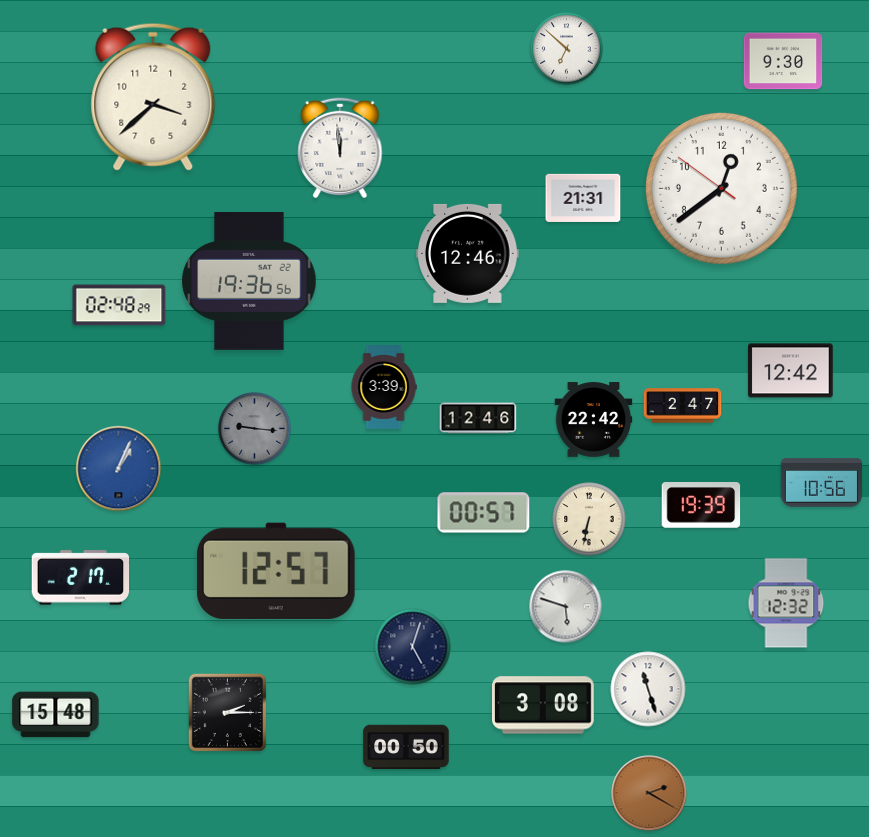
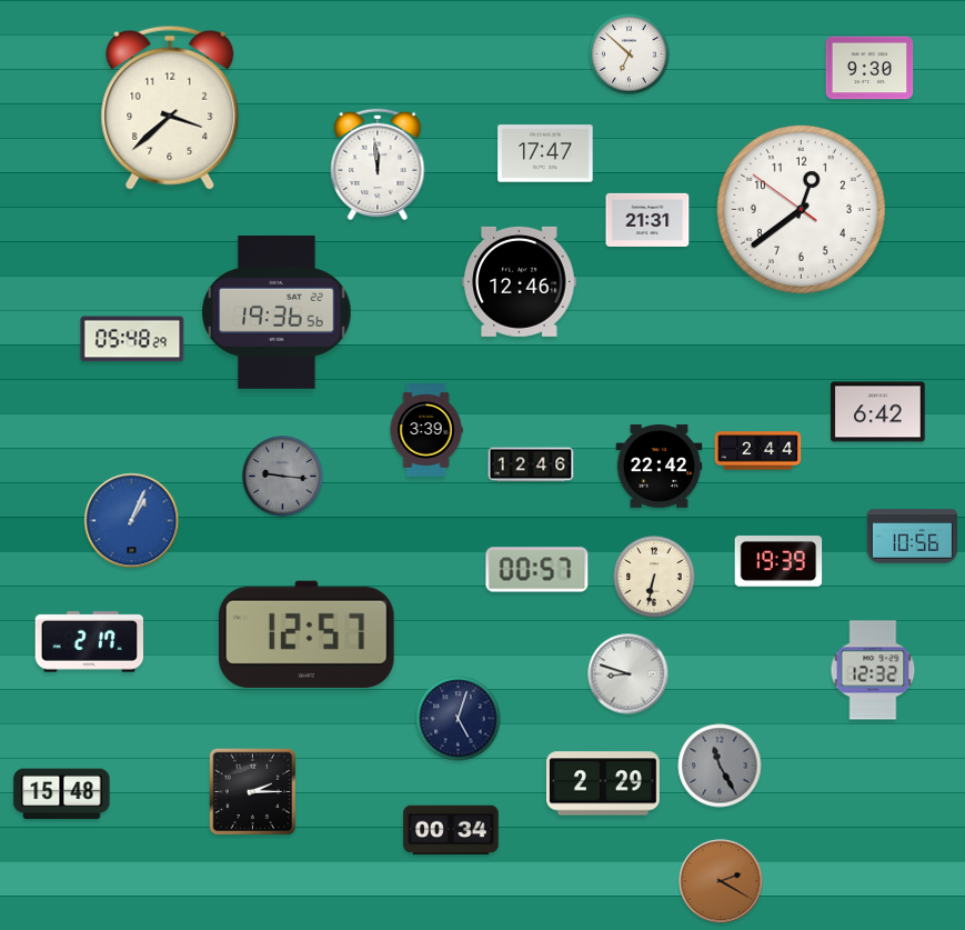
clock at (545, 153): none -> 17:47
clock at (119, 305): 02:48 -> 05:48
clock at (791, 371): 12:42 -> 6:42
clock at (683, 406): 2:47 -> 2:44
clock at (566, 607): 5:48 -> 8:48
clock at (648, 689): 11:27 -> 11:25
clock at (648, 689) dial: white -> grey
clock at (544, 705): 3:08 -> 2:29
clock at (406, 747): 00:50 -> 00:34
